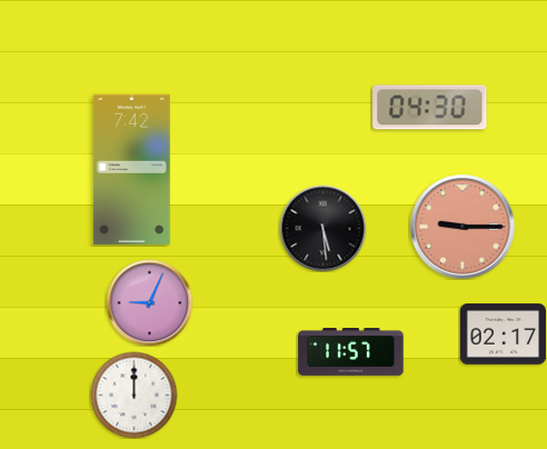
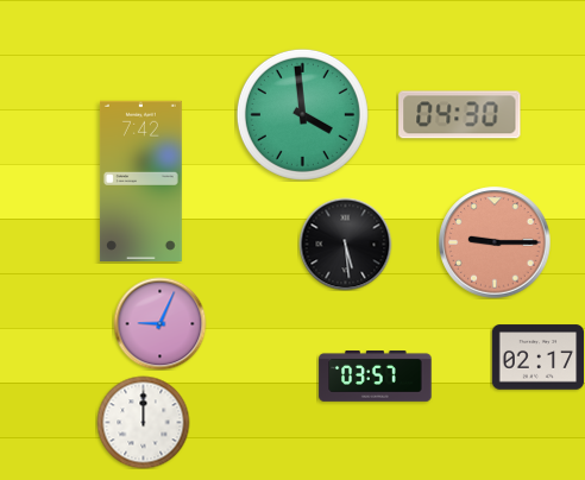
clock at (302, 114): none -> 3:59
clock at (351, 352): 11:57 -> 03:57
